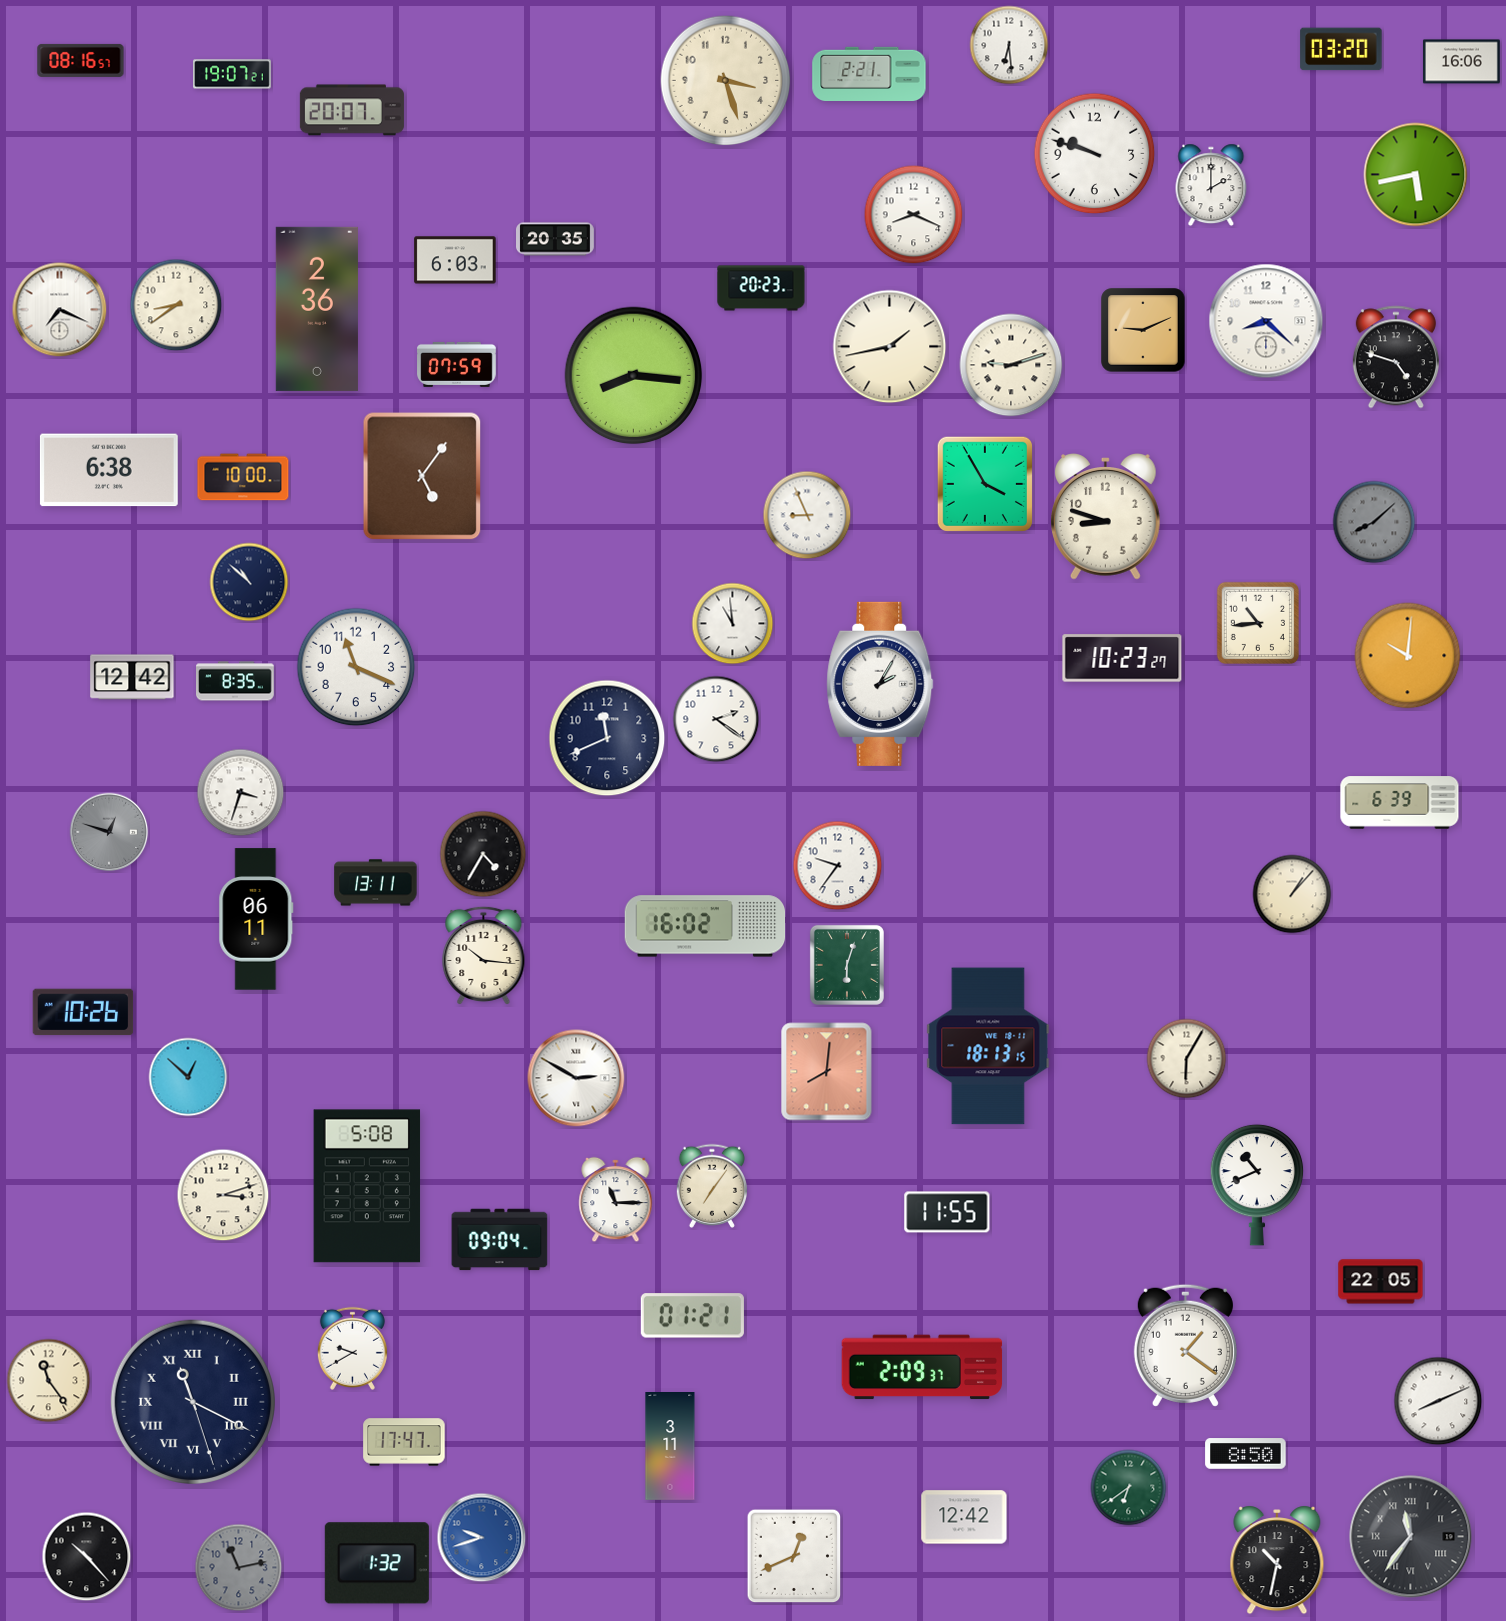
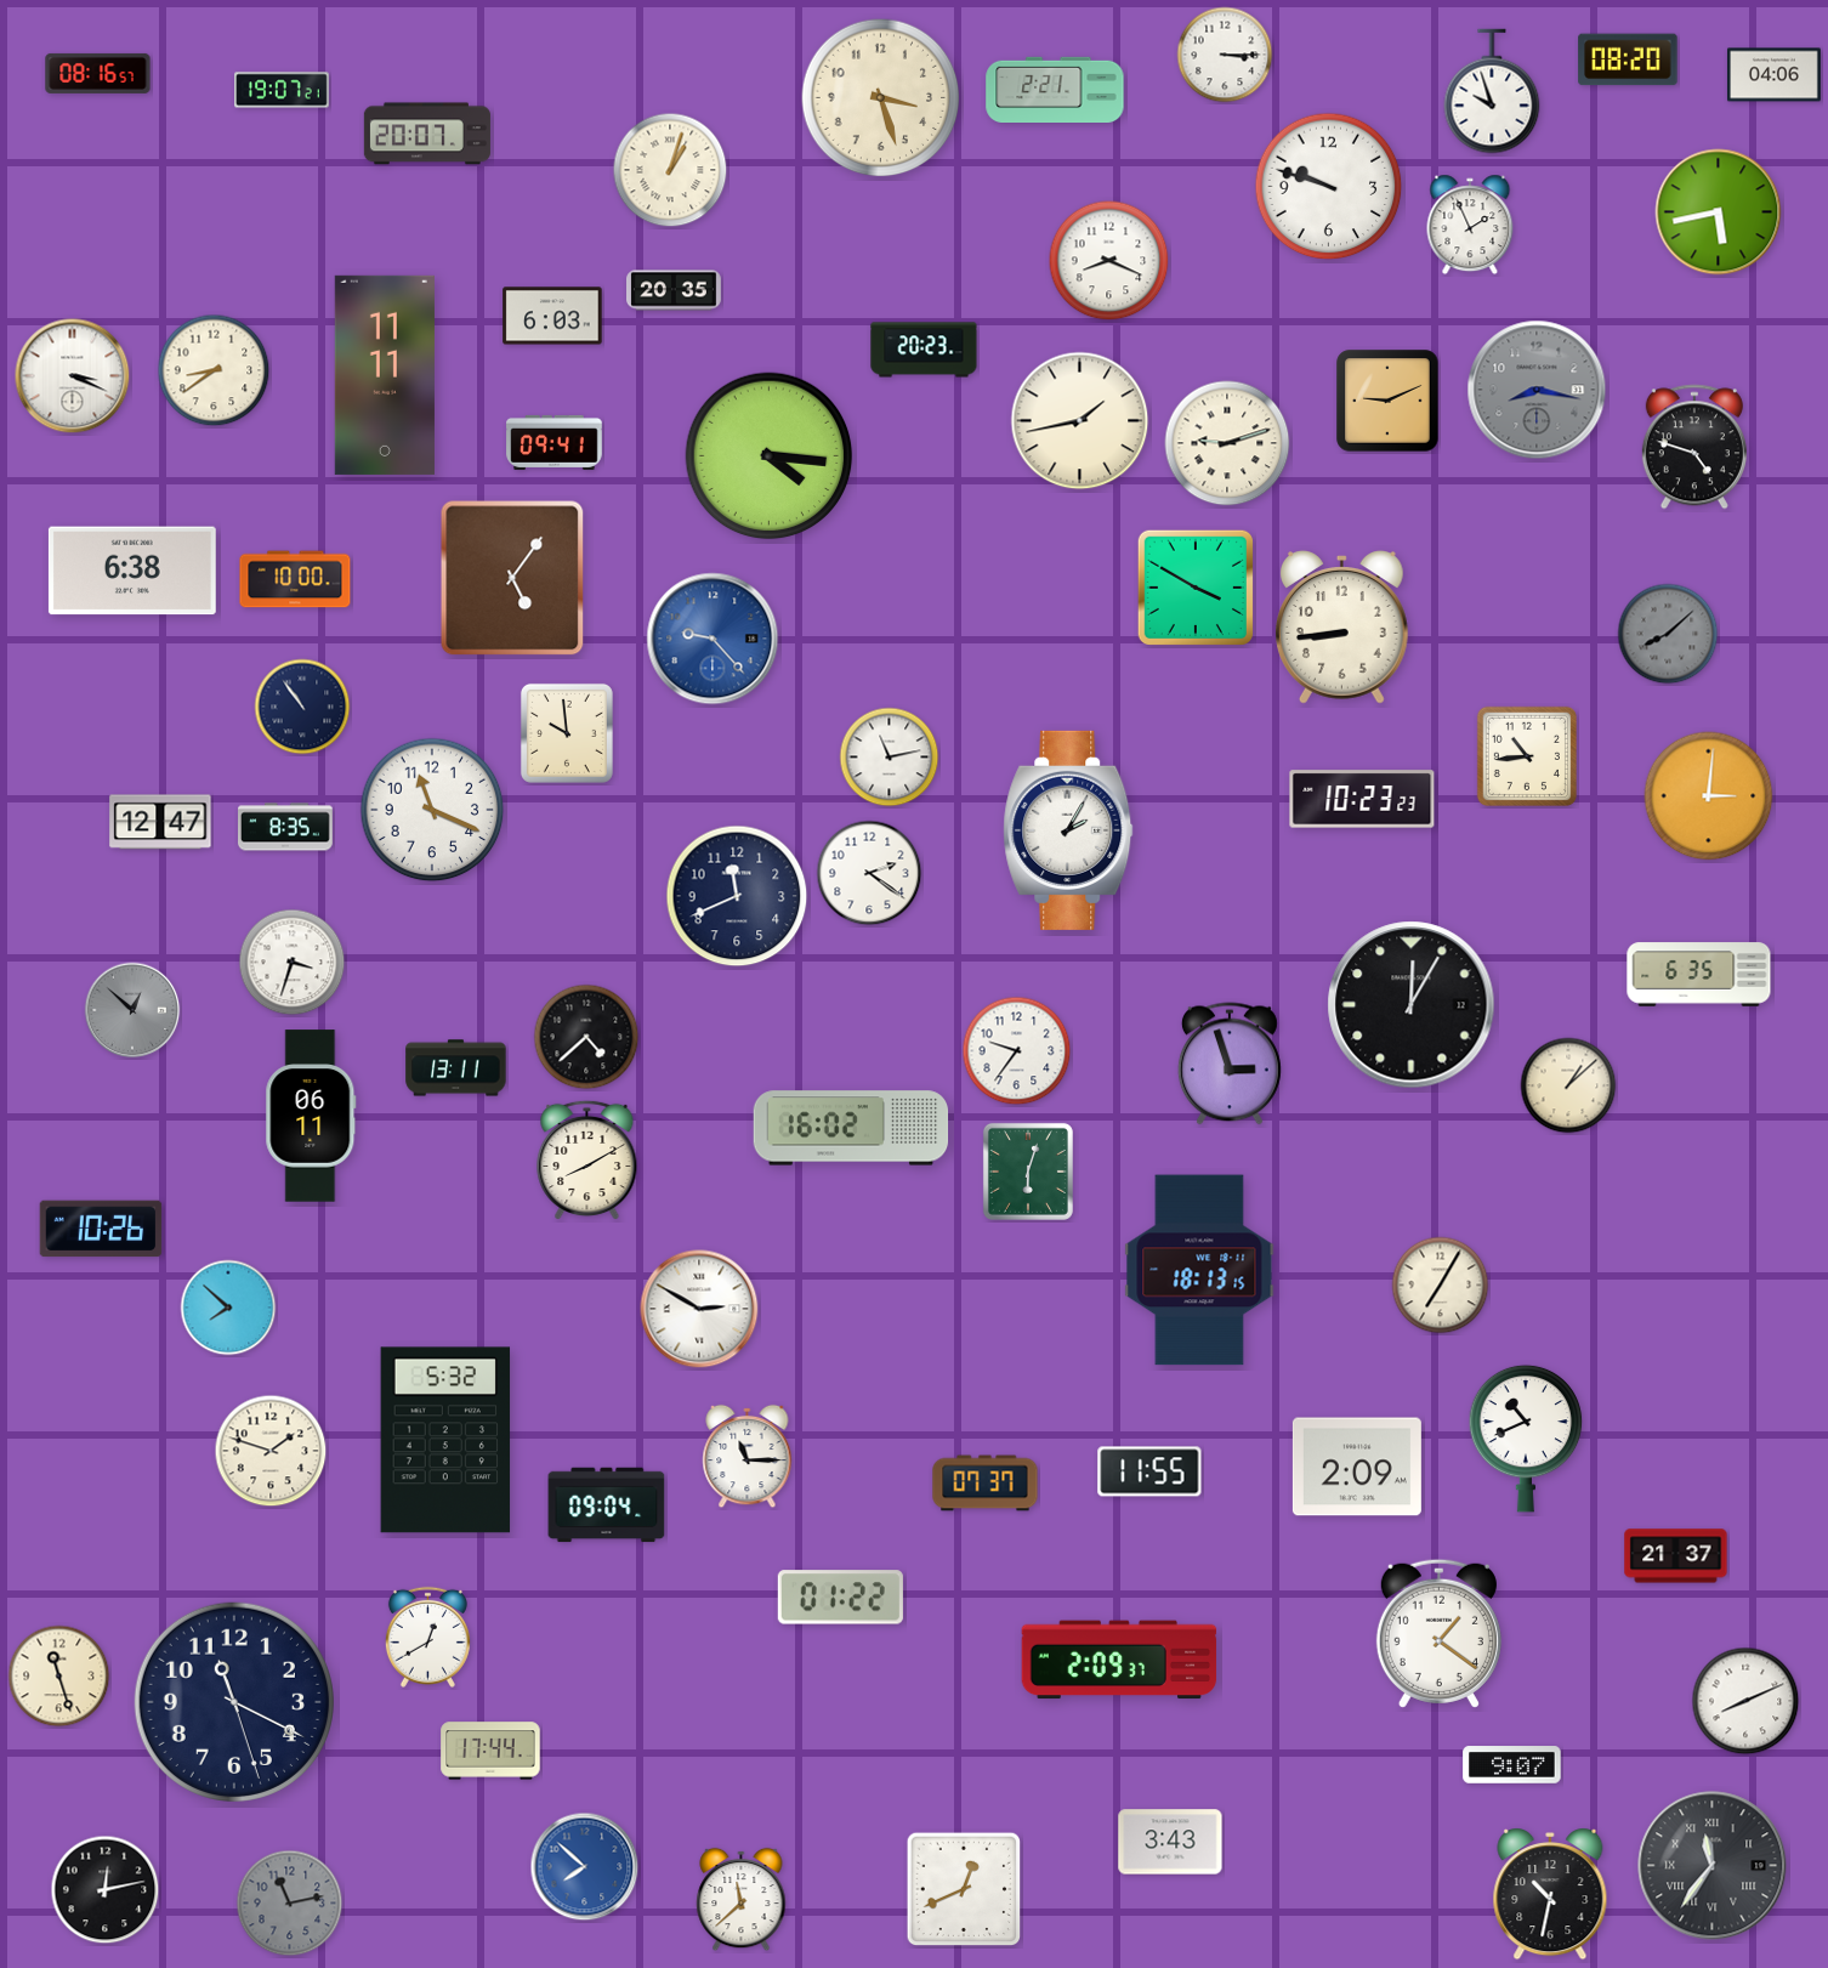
clock at (1009, 45): 6:29 -> 3:15
clock at (1341, 49): 03:20 -> 08:20
clock at (1461, 62): 16:06 -> 04:06
clock at (1492, 91): none -> 9:57
clock at (670, 170): none -> 1:03
clock at (1211, 185): 2:00 -> 1:56
clock at (317, 309): 2:36 -> 11:11
clock at (60, 310): 7:19 -> 3:19
clock at (1266, 321): 8:22 -> 8:17
clock at (1266, 321) dial: white -> grey
clock at (1396, 357) position: (1396, 357) -> (1694, 447)
clock at (457, 364): 07:59 -> 09:41
clock at (634, 376): 8:16 -> 4:16
clock at (985, 484): 3:55 -> 3:50
clock at (807, 515): 8:56 -> none
clock at (1106, 517): 8:48 -> 8:44
clock at (713, 639): none -> 9:23
clock at (249, 582): 10:52 -> 10:54
clock at (567, 733): none -> 9:59
clock at (733, 624): 10:59 -> 11:13
clock at (1408, 656): 10:01 -> 3:01
clock at (1122, 658): 10:23:27 -> 10:23:23
clock at (132, 677): 12:42 -> 12:47
clock at (1400, 803): 6:39 -> 6:35
clock at (1412, 1005): none -> 12:05
clock at (109, 832): 12:48 -> 12:52
clock at (483, 854): 4:35 -> 4:38
clock at (1230, 1064): none -> 2:57
clock at (376, 883) position: (376, 883) -> (456, 1068)
clock at (1292, 894): 1:07 -> 1:08
clock at (705, 926) position: (705, 926) -> (851, 1128)
clock at (484, 956): 10:16 -> 8:10
clock at (1187, 1059): 6:05 -> 7:05
clock at (827, 1072): 8:01 -> none
clock at (188, 1077): 12:52 -> 7:52
clock at (367, 1186): 5:08 -> 5:32
clock at (711, 1186): 7:06 -> none
clock at (223, 1195): 3:12 -> 1:48
clock at (1357, 1467): none -> 2:09
clock at (986, 1484): none -> 07:37
clock at (1381, 1282): 22:05 -> 21:37
clock at (692, 1316): 01:21 -> 01:22
clock at (352, 1348): 9:40 -> 12:40
clock at (49, 1381): 11:24 -> 11:27
clock at (193, 1402) numerals: Roman -> Arabic
clock at (404, 1442): 17:47 -> 17:44
clock at (670, 1447): 3:11 -> none
clock at (1246, 1454): 8:50 -> 9:07
clock at (1129, 1488): 6:39 -> none
clock at (964, 1517): 12:42 -> 3:43
clock at (482, 1538): 9:42 -> 7:52
clock at (87, 1557): 10:23 -> 12:13
clock at (377, 1563): 1:32 -> none
clock at (742, 1900): none -> 11:38
